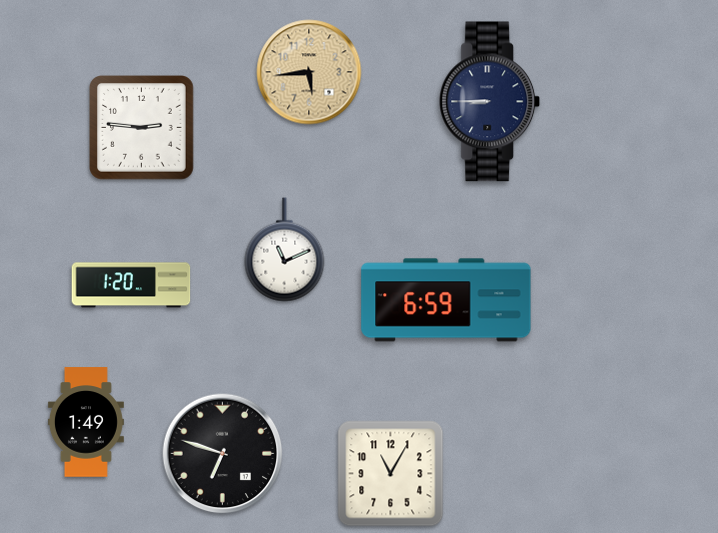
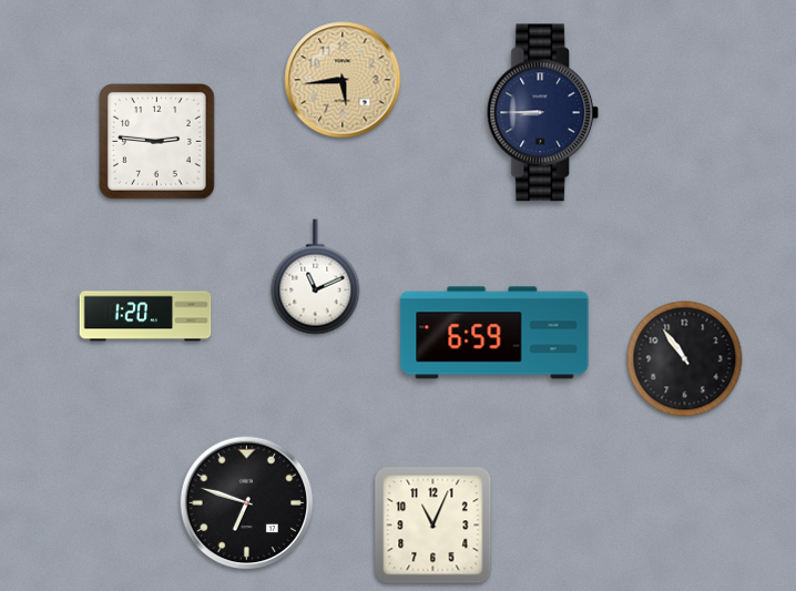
clock at (685, 359): none -> 10:54
clock at (86, 422): 1:49 -> none
clock at (391, 474): 11:05 -> 11:04
